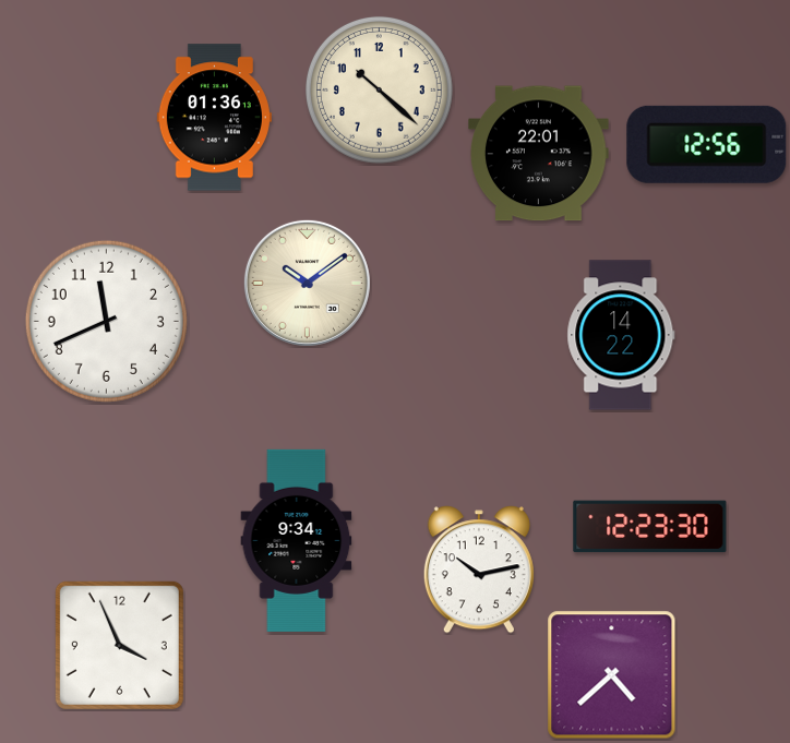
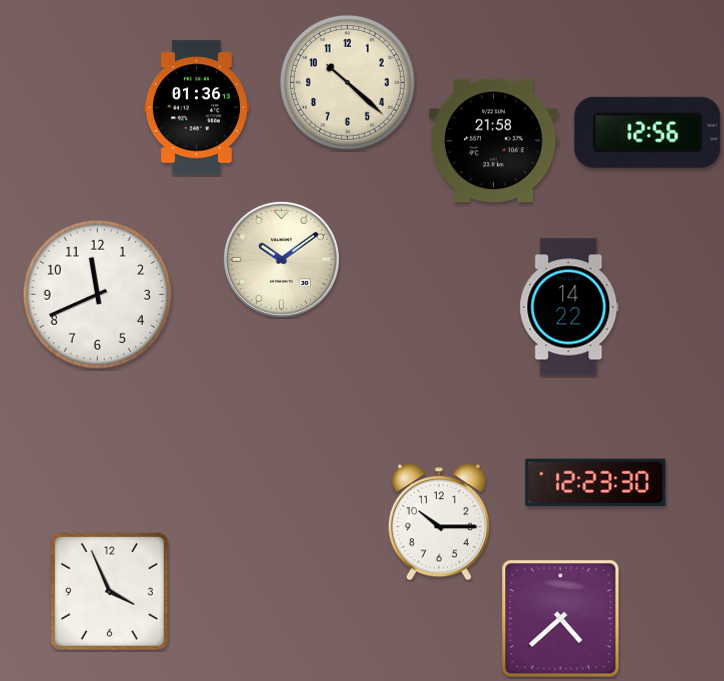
clock at (539, 154): 22:01 -> 21:58
clock at (297, 540): 9:34 -> none
clock at (479, 570): 10:13 -> 10:15
